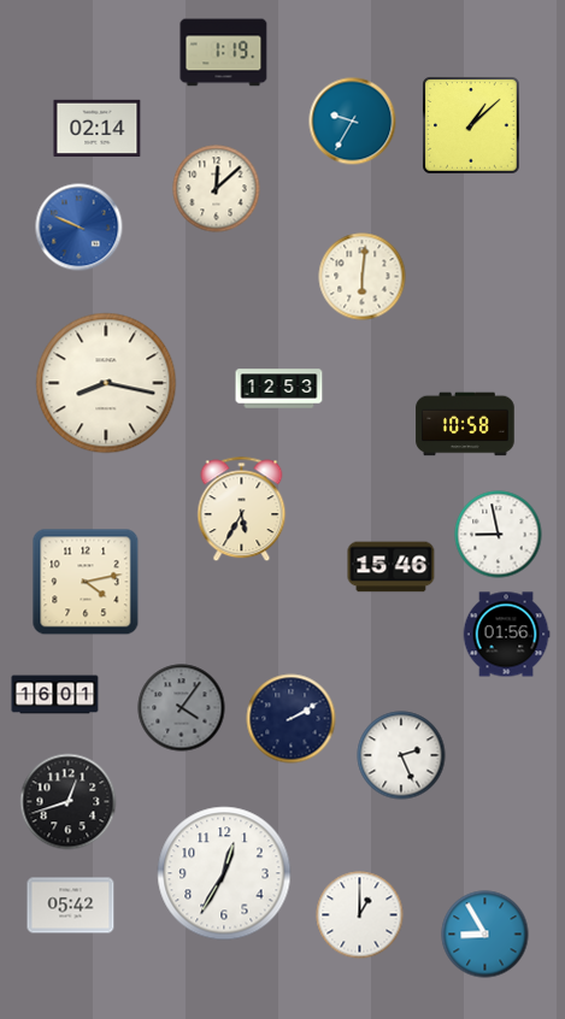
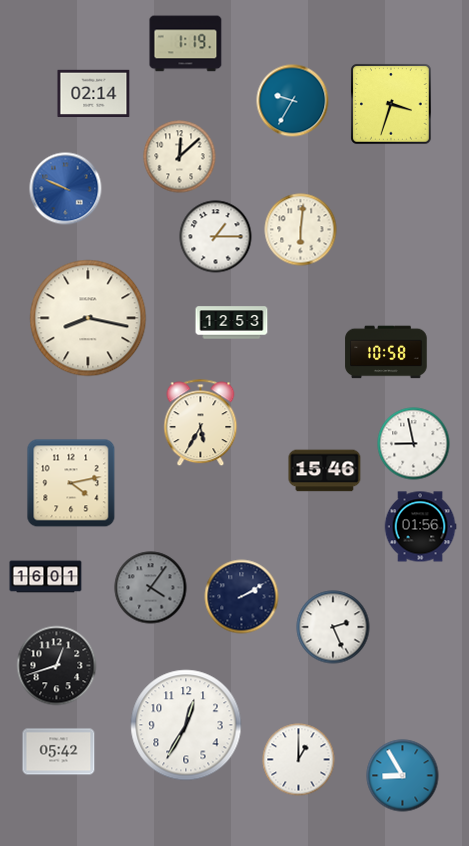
clock at (471, 125): 1:08 -> 3:33
clock at (98, 129) position: (98, 129) -> (94, 94)
clock at (216, 237): none -> 1:15
